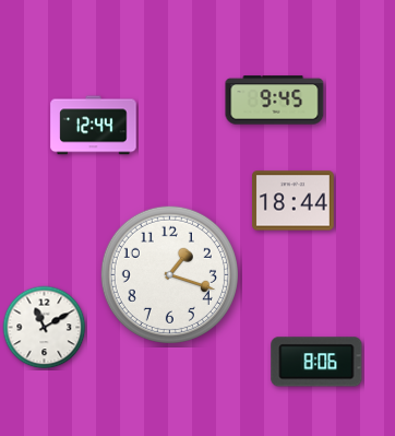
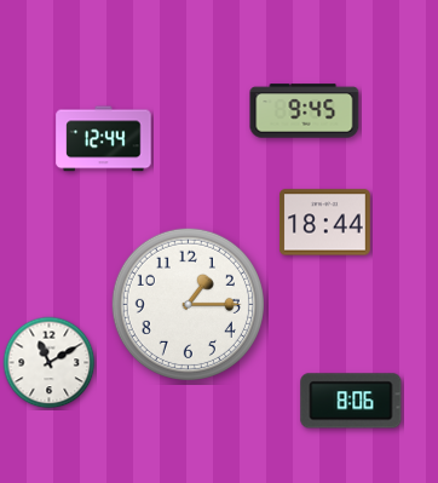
clock at (169, 274): 1:18 -> 1:15
